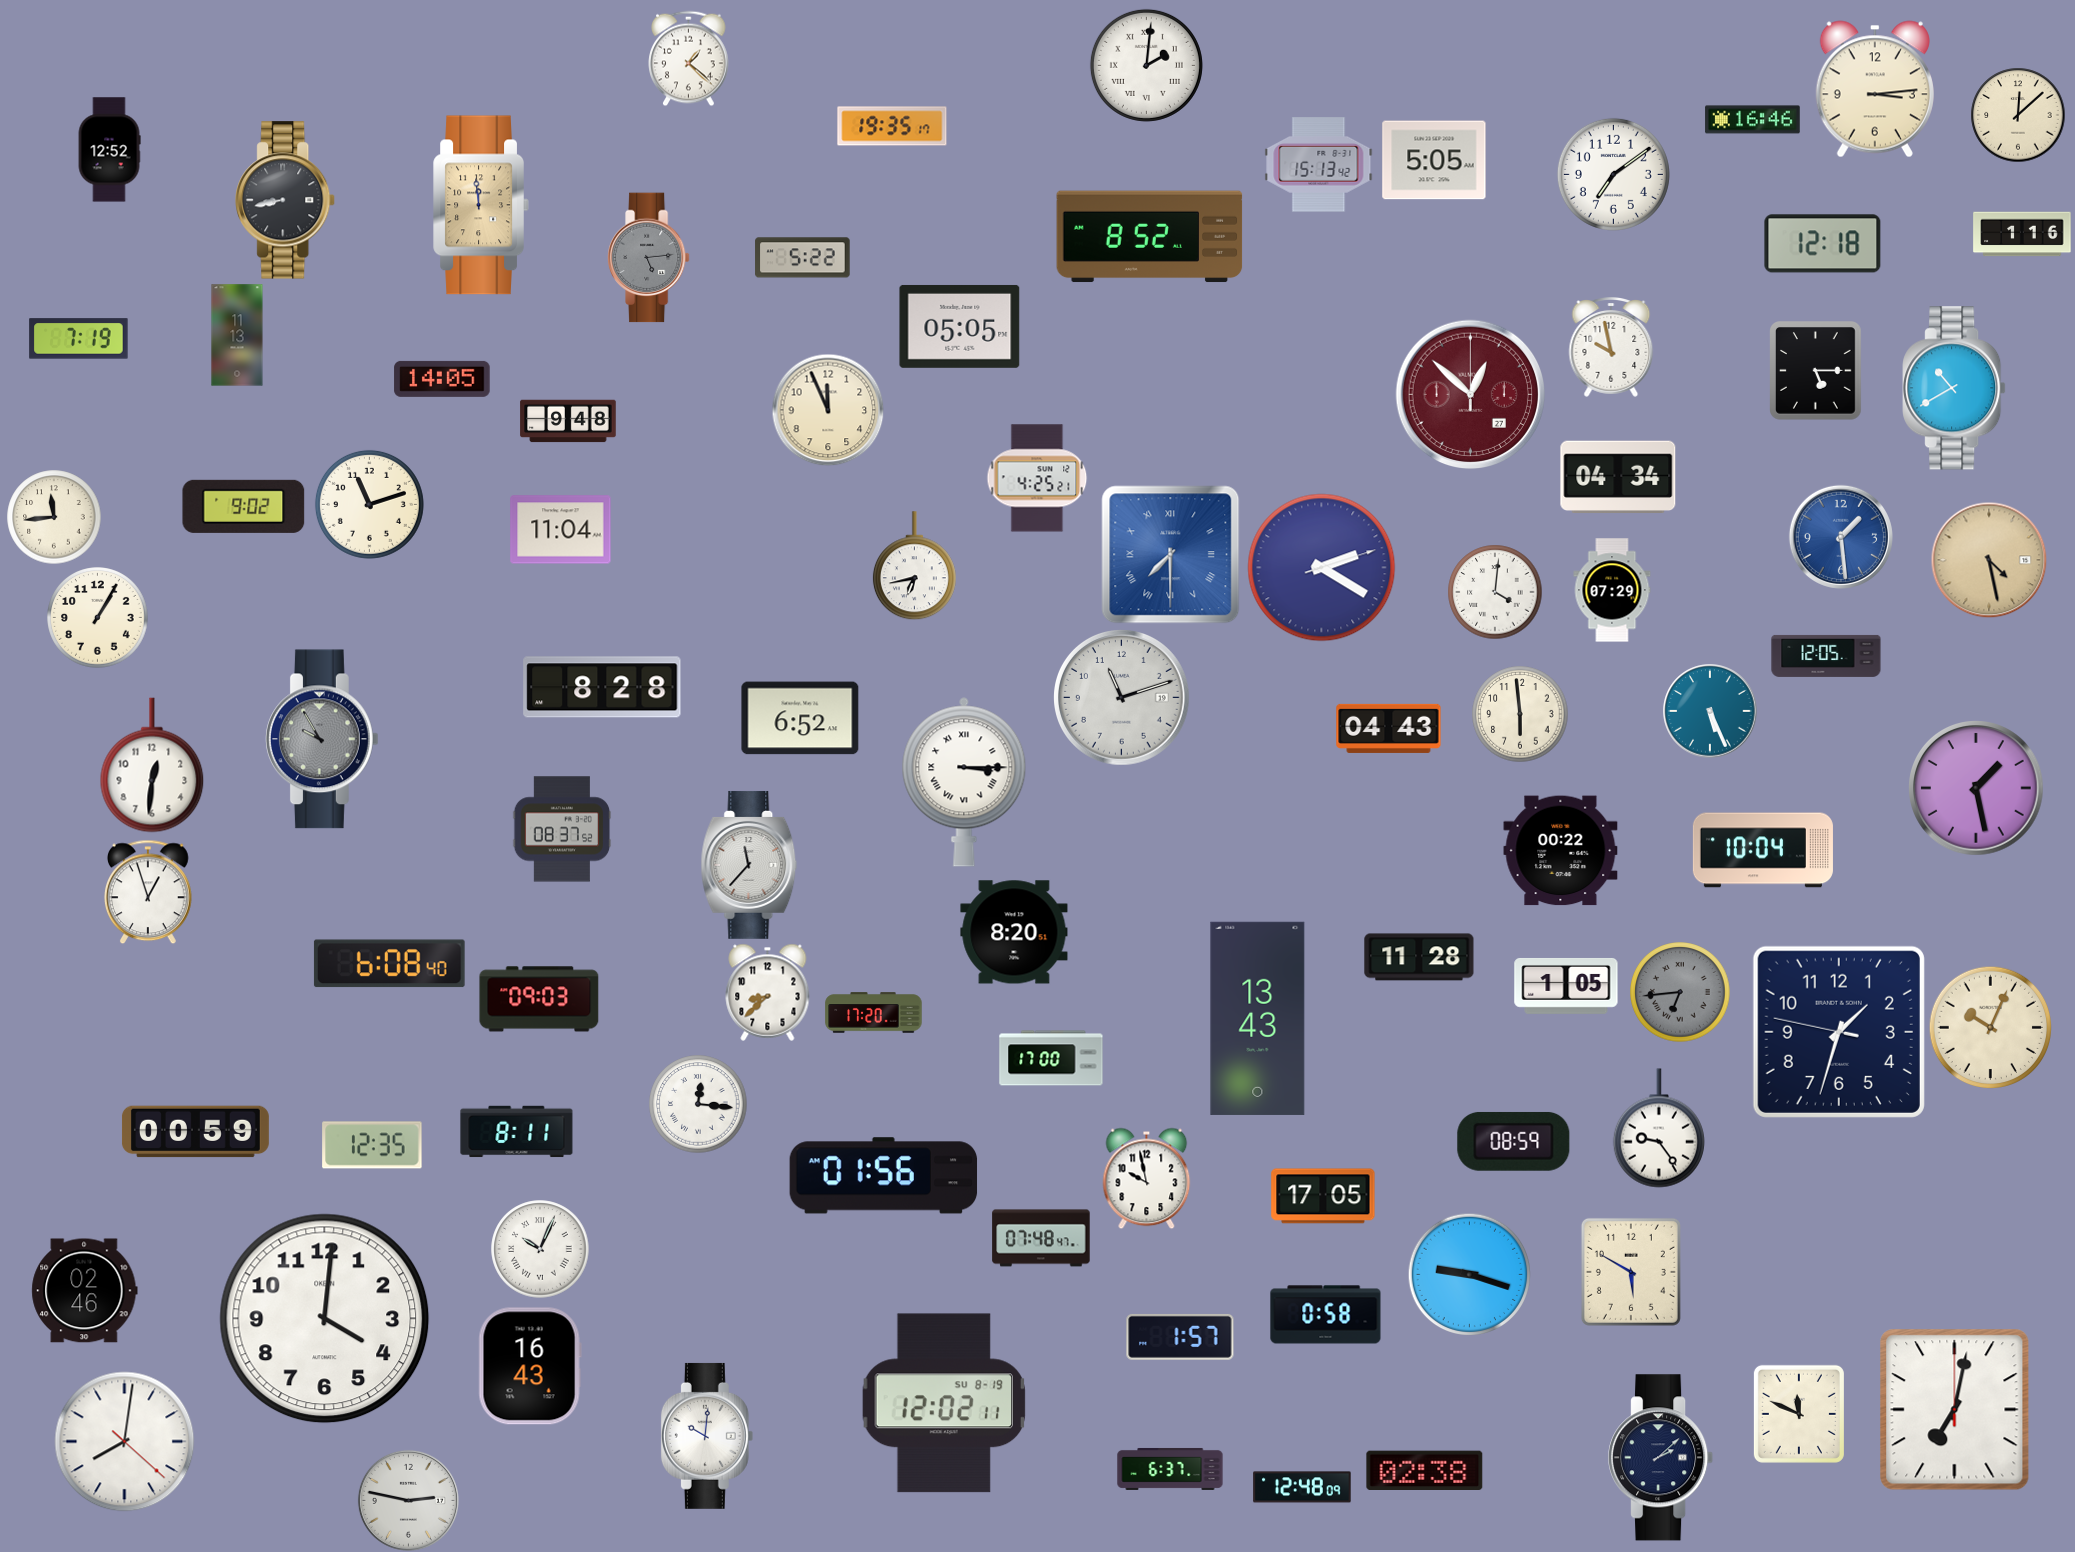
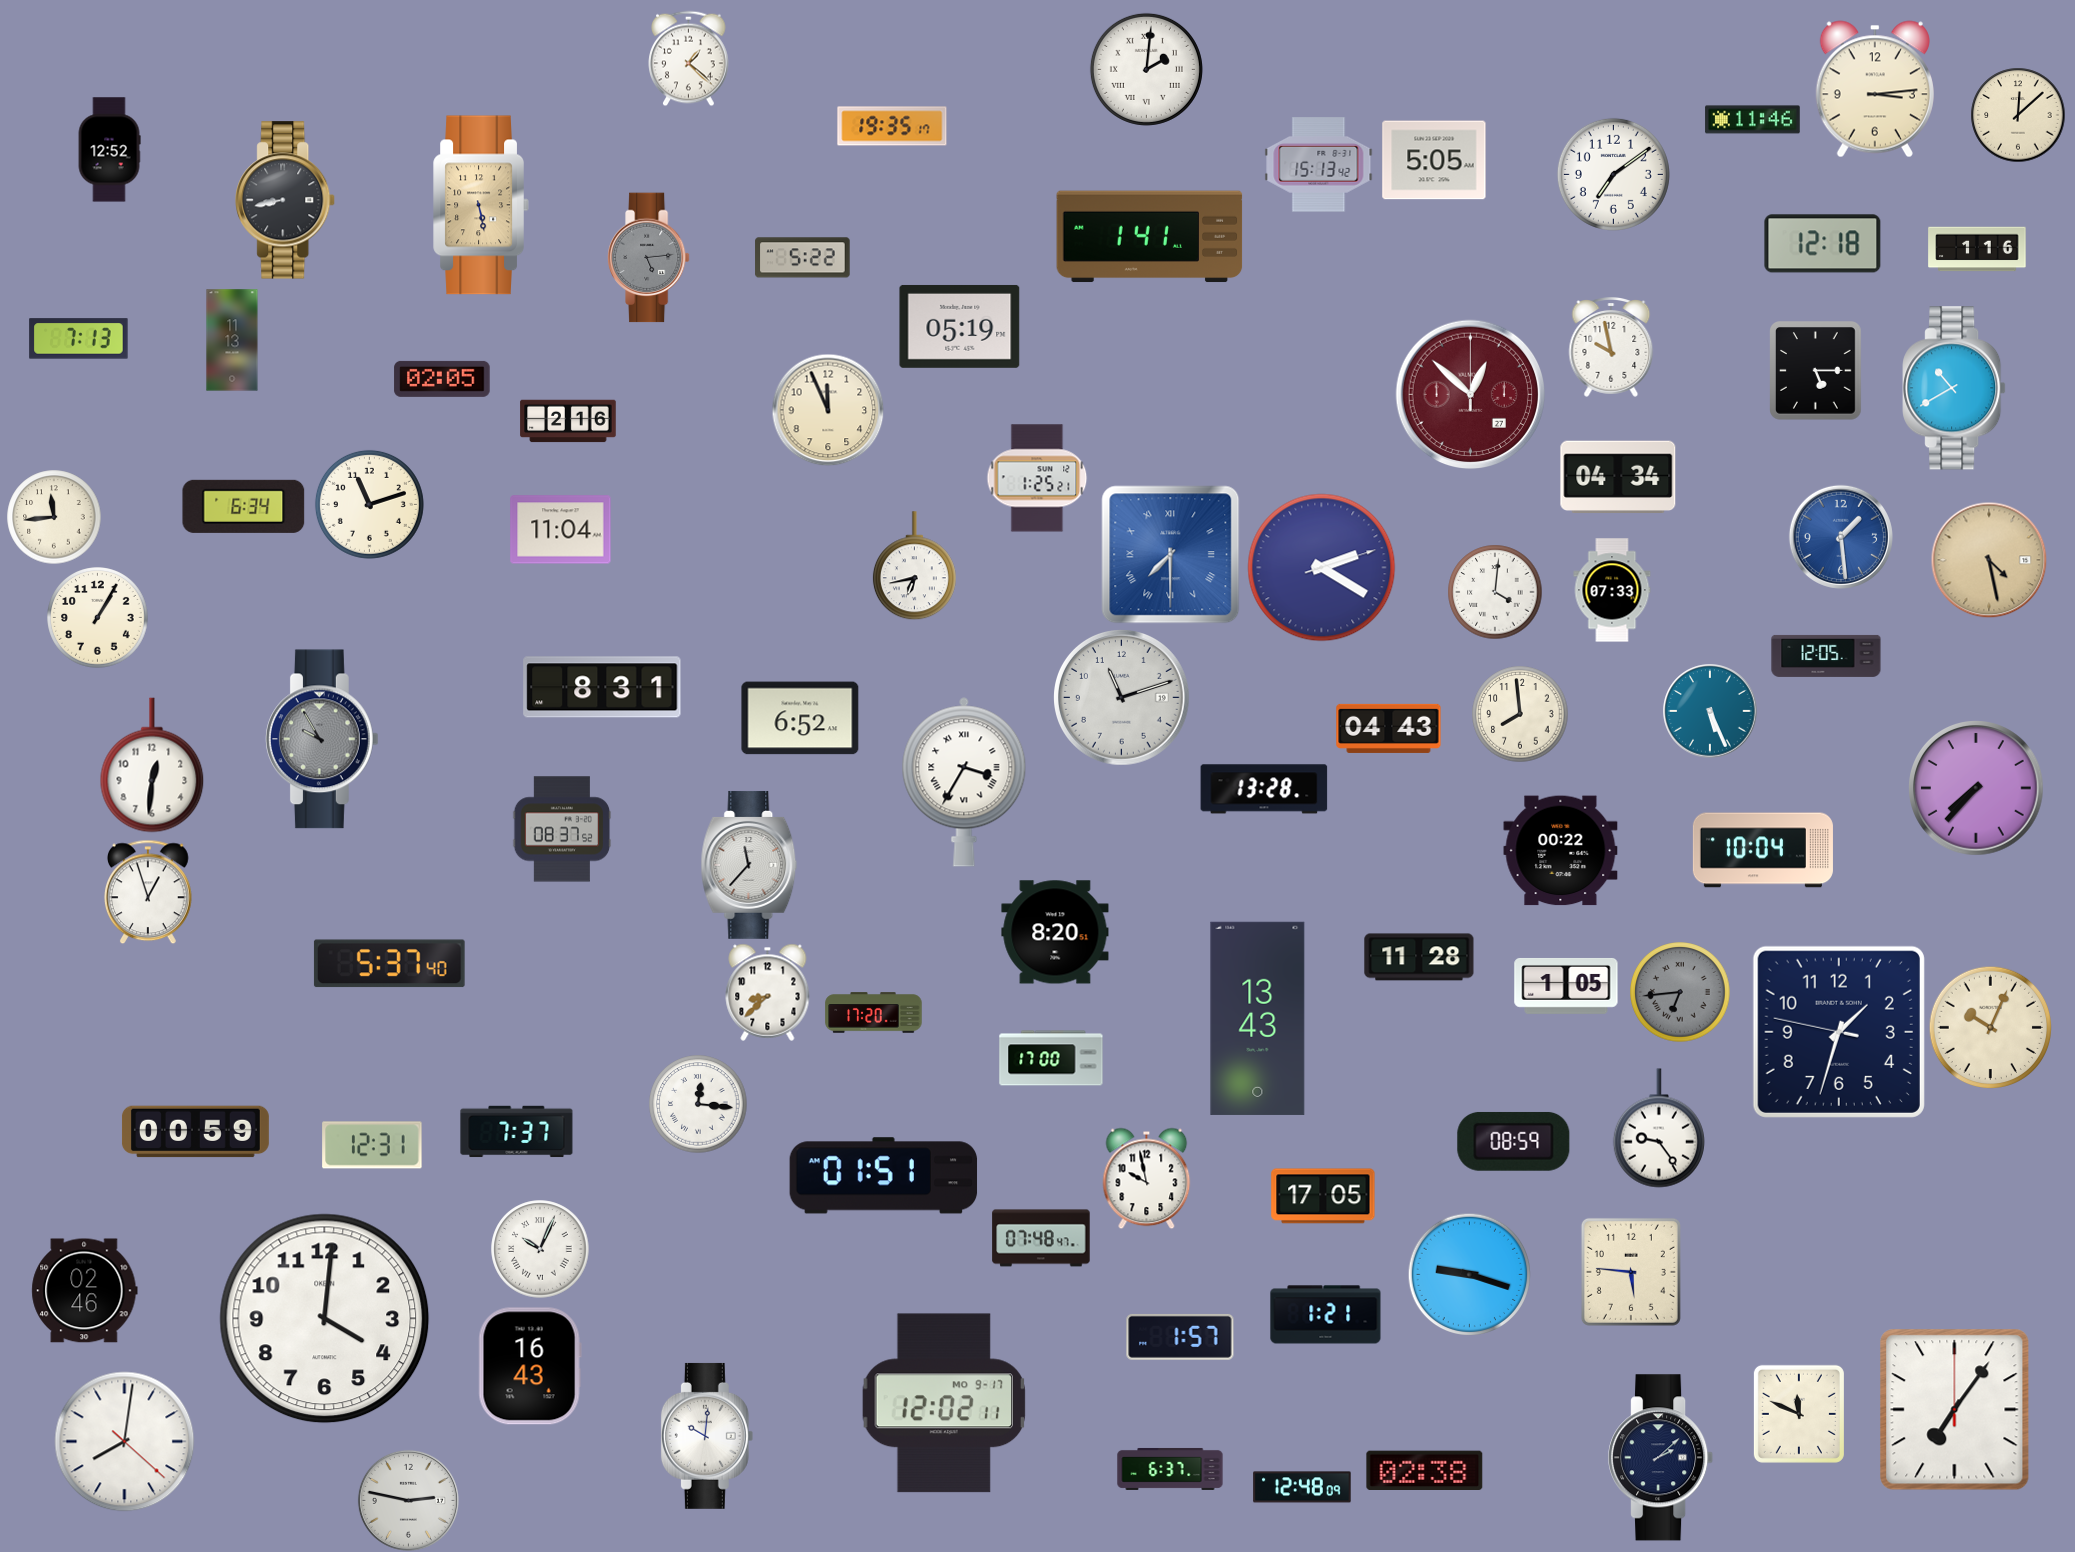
clock at (1146, 65) position: (1146, 65) -> (1146, 69)
clock at (1753, 120): 16:46 -> 11:46
clock at (481, 205): 11:59 -> 5:28
clock at (2022, 234) position: (2022, 234) -> (1977, 249)
clock at (1150, 237): 8:52 -> 1:41
clock at (960, 326): 05:05 -> 05:19
clock at (237, 335) position: (237, 335) -> (232, 340)
clock at (79, 339): 7:19 -> 7:13
clock at (442, 379): 14:05 -> 02:05
clock at (568, 421): 9:48 -> 2:16
clock at (1037, 478): 4:25 -> 1:25
clock at (244, 506): 9:02 -> 6:34
clock at (1612, 590): 07:29 -> 07:33
clock at (602, 687): 8:28 -> 8:31
clock at (1520, 714): 5:59 -> 7:59
clock at (964, 782): 3:15 -> 3:35
clock at (1976, 788): 1:28 -> 7:37
clock at (1264, 789): none -> 13:28
clock at (1014, 932) position: (1014, 932) -> (1055, 932)
clock at (389, 964): 6:08 -> 5:37
clock at (539, 999): 09:03 -> none
clock at (517, 1132): 8:11 -> 7:37
clock at (372, 1145): 12:35 -> 12:31
clock at (884, 1176): 01:56 -> 01:51
clock at (1631, 1272): 5:50 -> 5:46
clock at (1326, 1315): 0:58 -> 1:21
clock at (943, 1403) date: SU 8-19 -> MO 9-17
clock at (1955, 1410): 7:02 -> 7:06
